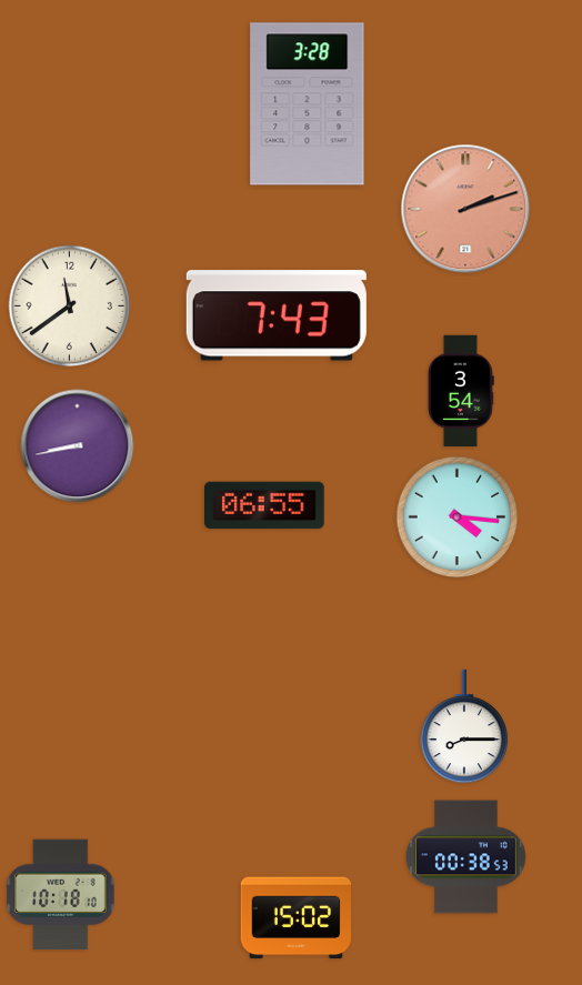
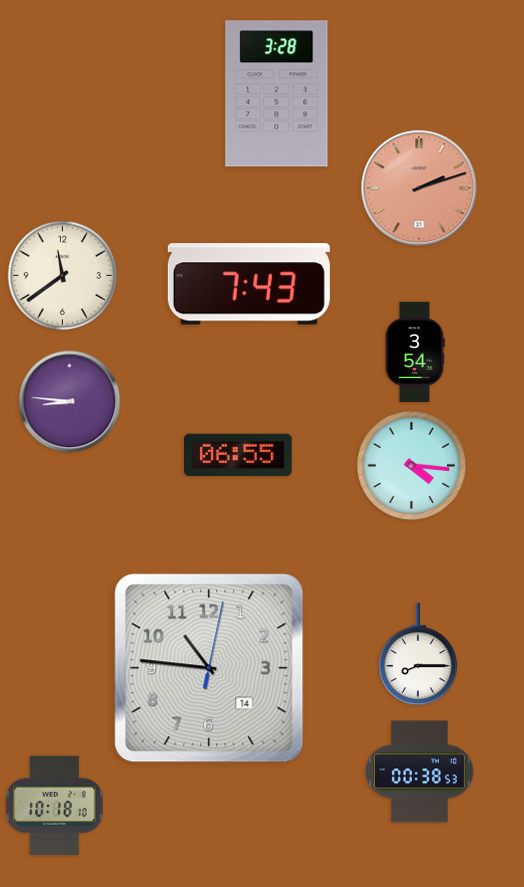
clock at (78, 446): 8:43 -> 8:46
clock at (209, 668): none -> 10:46
clock at (295, 918): 15:02 -> none
